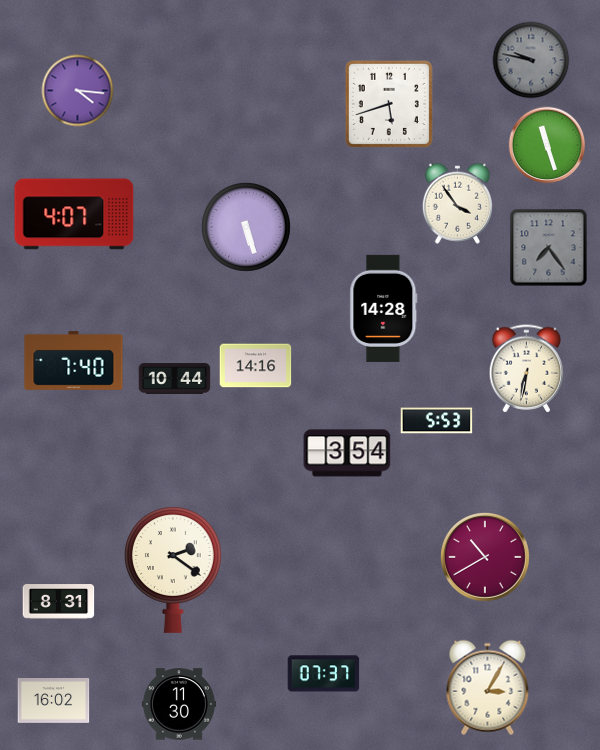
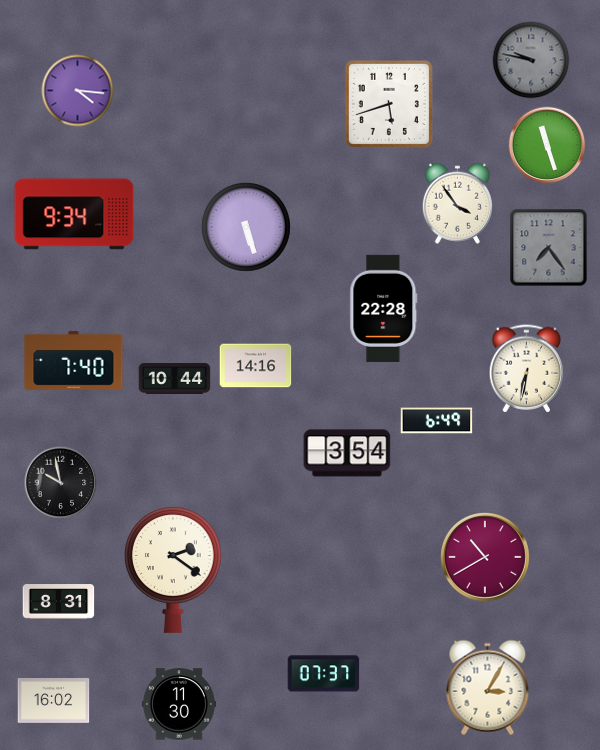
clock at (74, 214): 4:07 -> 9:34
clock at (384, 308): 14:28 -> 22:28
clock at (437, 421): 5:53 -> 6:49
clock at (61, 483): none -> 9:58
